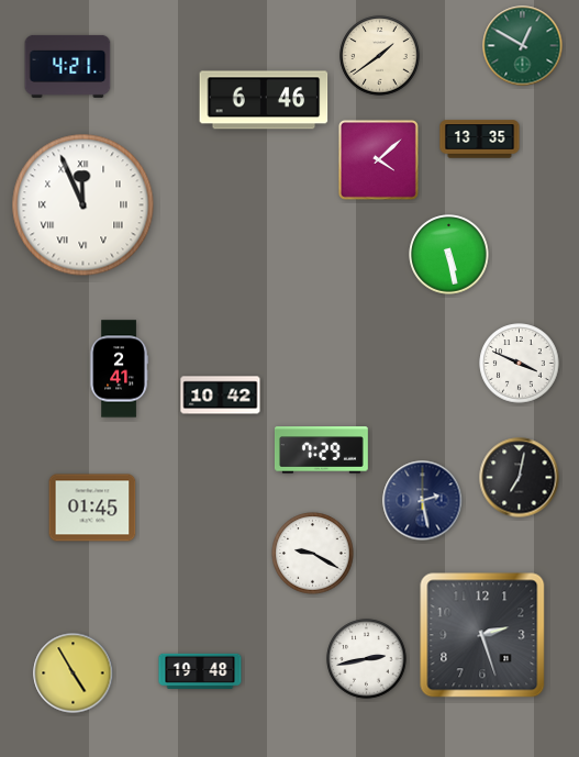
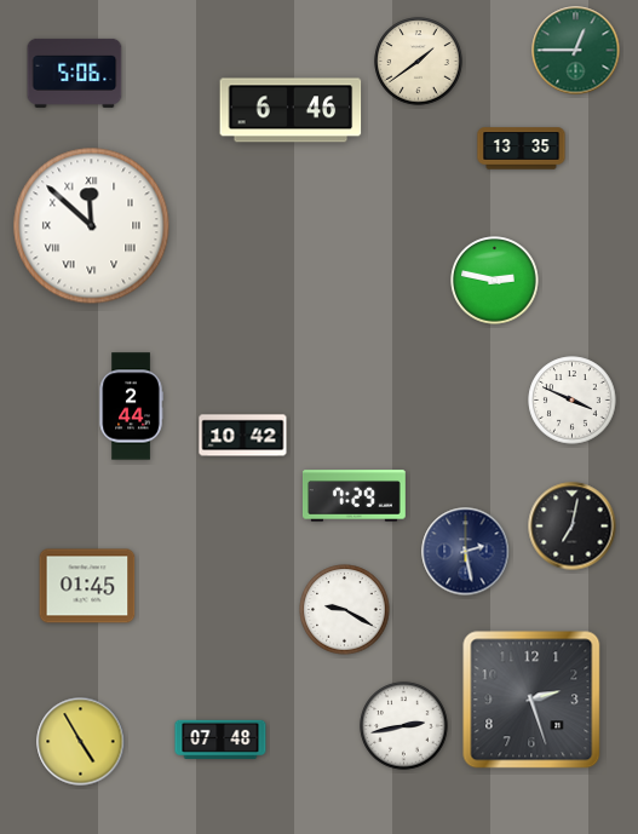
clock at (523, 46): 12:50 -> 12:45
clock at (68, 66): 4:21 -> 5:06
clock at (480, 140) position: (480, 140) -> (522, 149)
clock at (378, 159): 4:08 -> none
clock at (83, 205): 11:56 -> 11:52
clock at (449, 255): 5:28 -> 2:47
clock at (119, 369): 2:41 -> 2:44
clock at (92, 508) position: (92, 508) -> (87, 586)
clock at (200, 671): 19:48 -> 07:48
